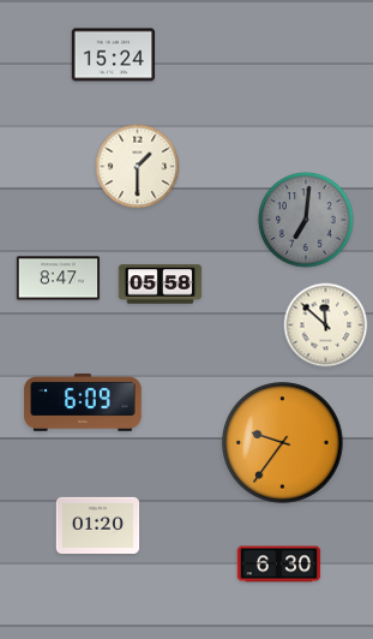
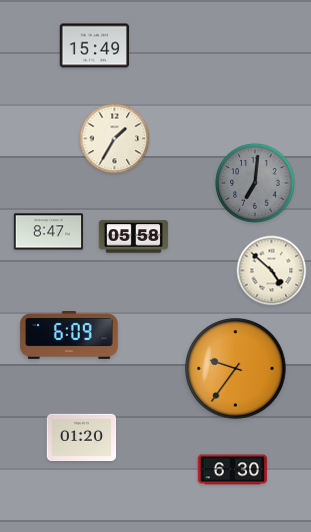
clock at (114, 55): 15:24 -> 15:49
clock at (138, 167): 1:30 -> 1:35
clock at (326, 326): 11:52 -> 4:52
